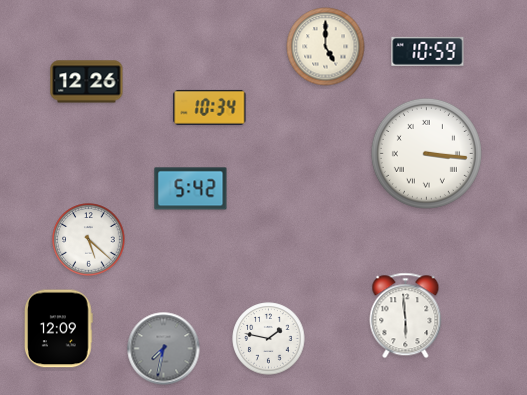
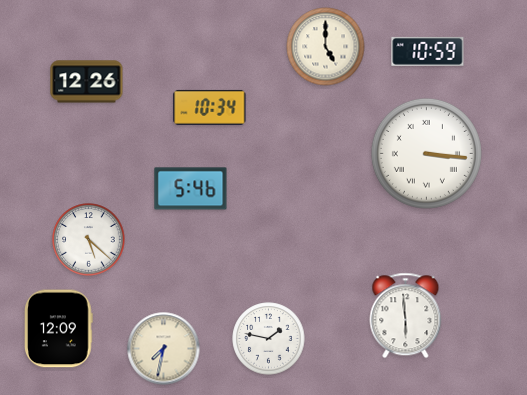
clock at (191, 189): 5:42 -> 5:46
clock at (164, 349) dial: grey -> cream
